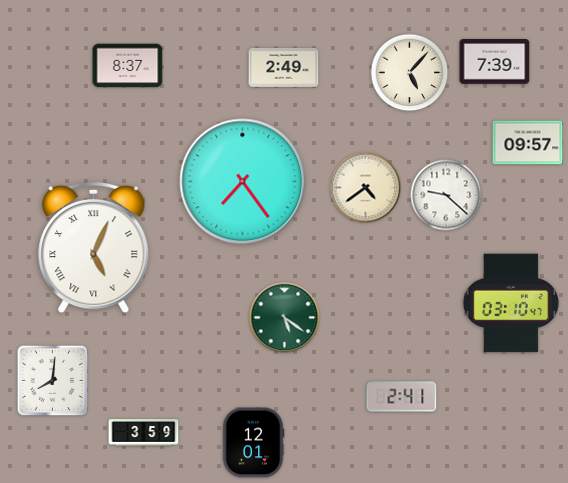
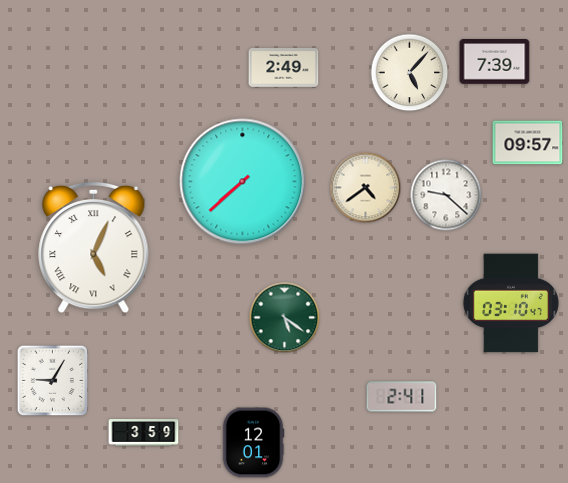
clock at (128, 66): 8:37 -> none
clock at (243, 182): 7:24 -> 7:38
clock at (53, 381): 8:01 -> 9:05
